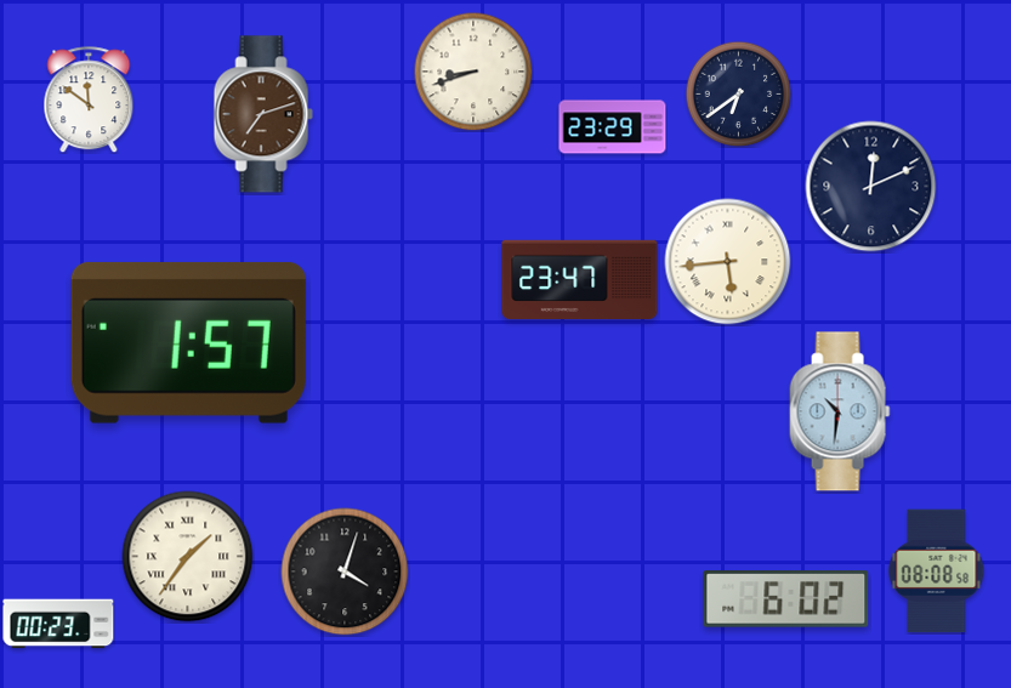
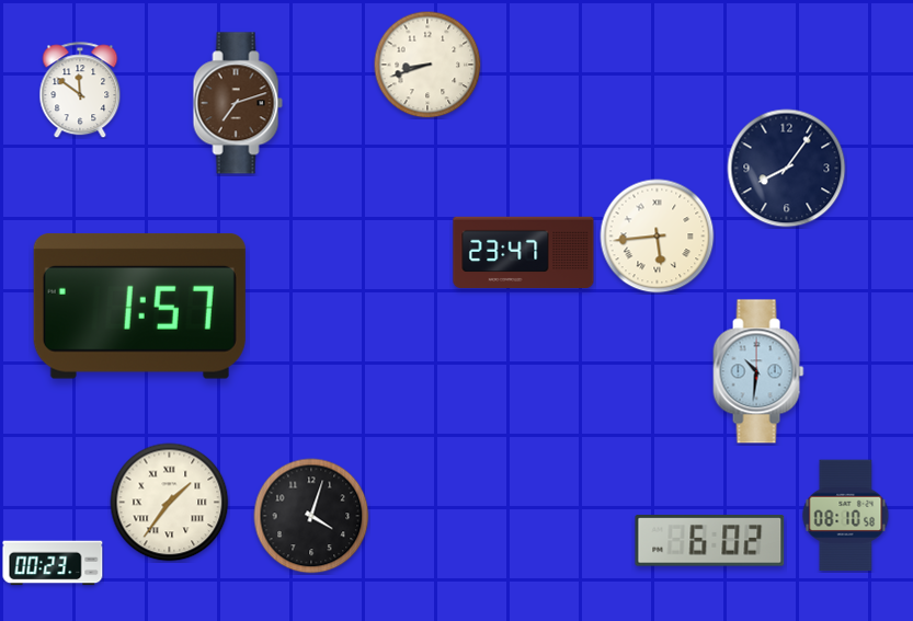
clock at (738, 93): 6:39 -> none
clock at (613, 127): 23:29 -> none
clock at (871, 187): 12:11 -> 8:06
clock at (188, 342) position: (188, 342) -> (139, 306)
clock at (937, 572): 08:08 -> 08:10
